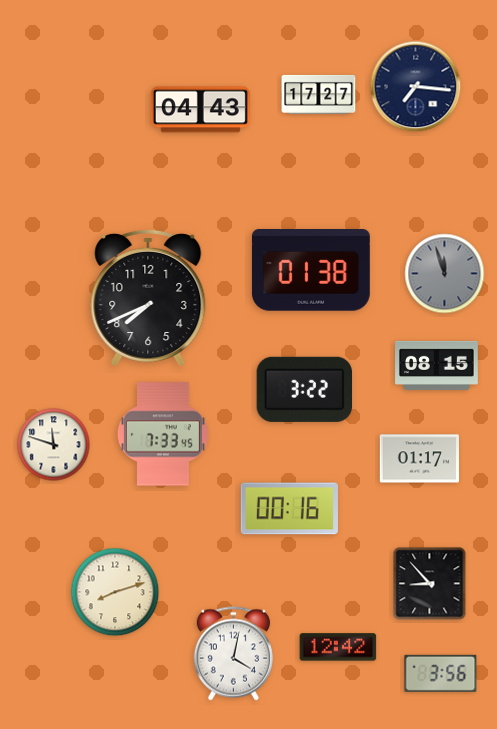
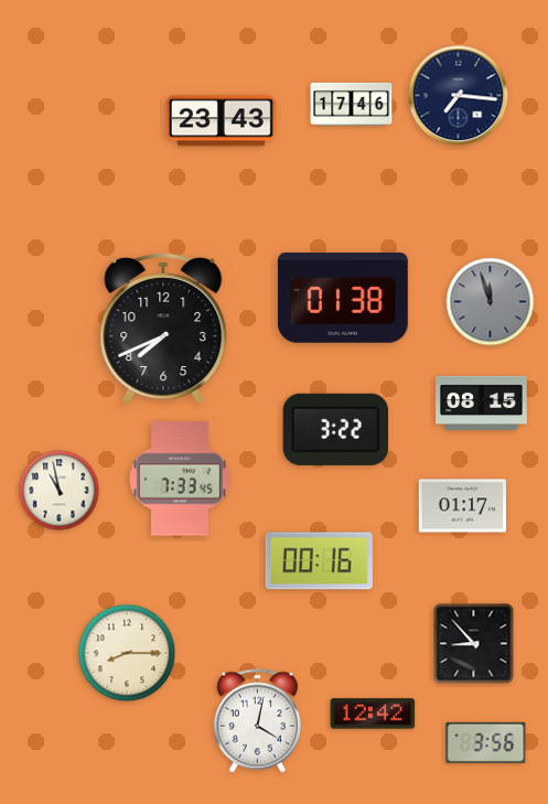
clock at (319, 94): 17:27 -> 17:46
clock at (200, 110): 04:43 -> 23:43
clock at (54, 445): 11:48 -> 10:58
clock at (115, 592): 8:12 -> 8:15
